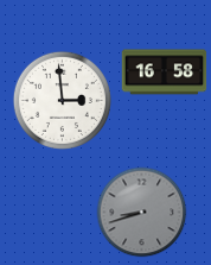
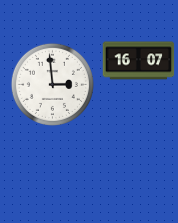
clock at (165, 72): 16:58 -> 16:07
clock at (142, 213): 8:42 -> none
